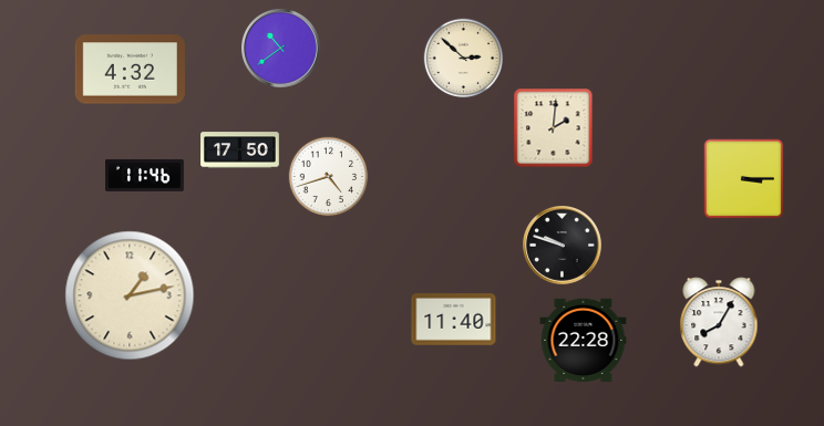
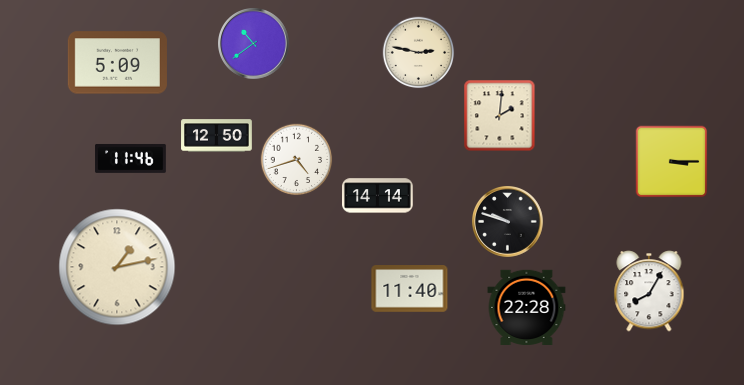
clock at (464, 59): 2:52 -> 2:47
clock at (130, 70): 4:32 -> 5:09
clock at (240, 150): 17:50 -> 12:50
clock at (378, 196): none -> 14:14
